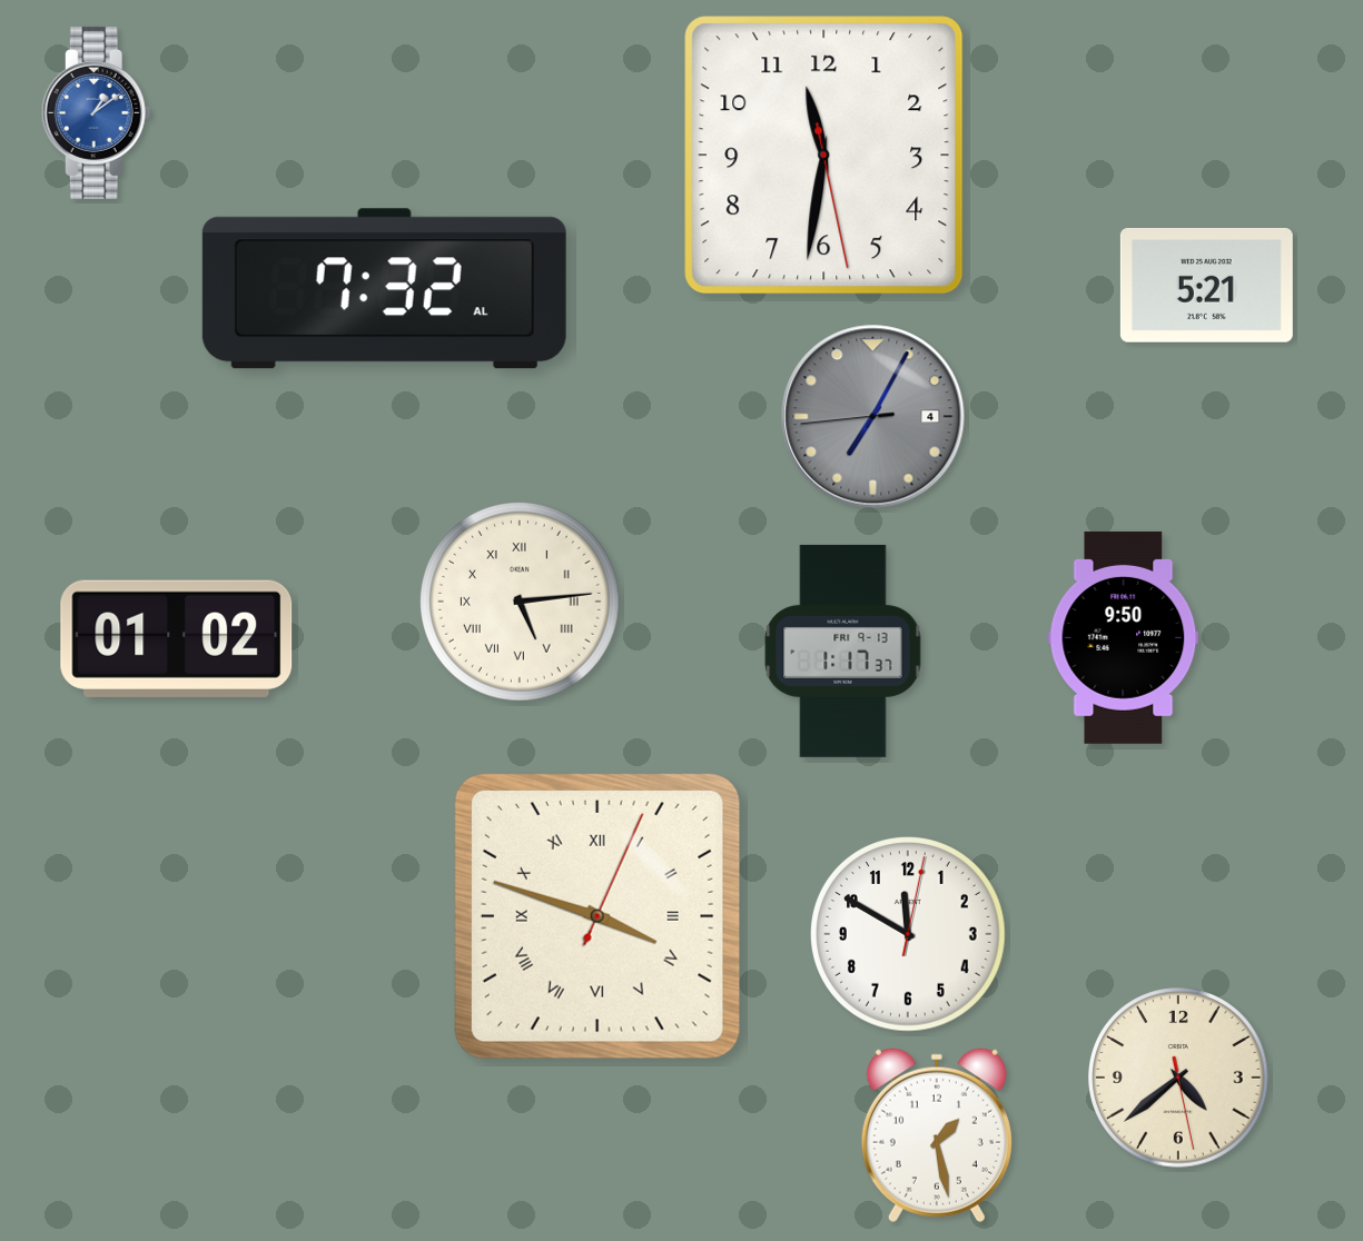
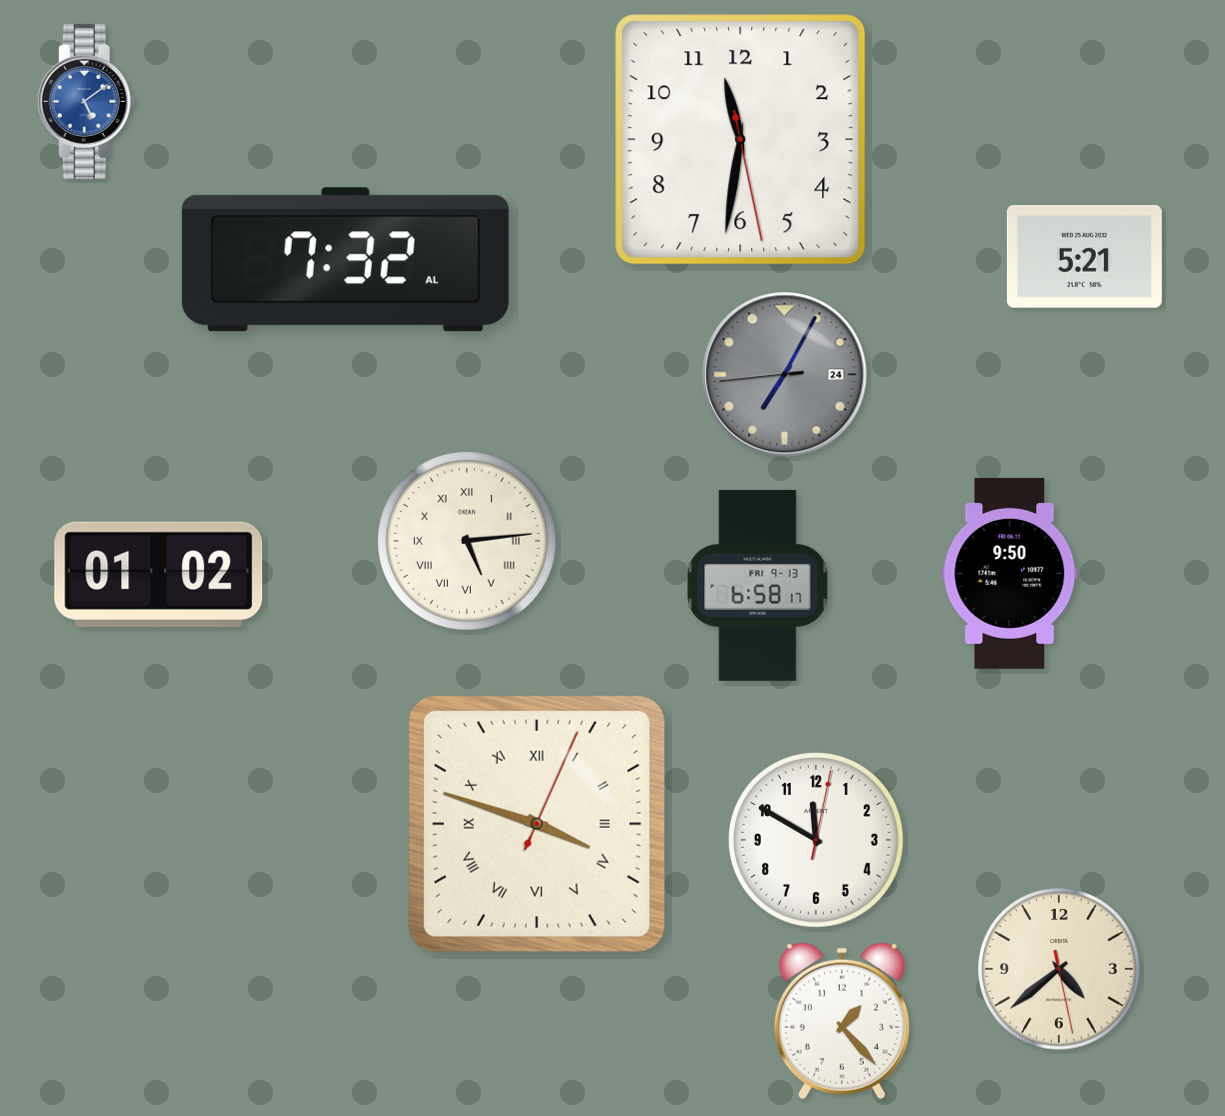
clock at (96, 112): 1:09 -> 5:09
clock at (873, 417) date: 4 -> 24
clock at (843, 651): 1:17 -> 6:58
clock at (937, 1135): 1:28 -> 1:23
